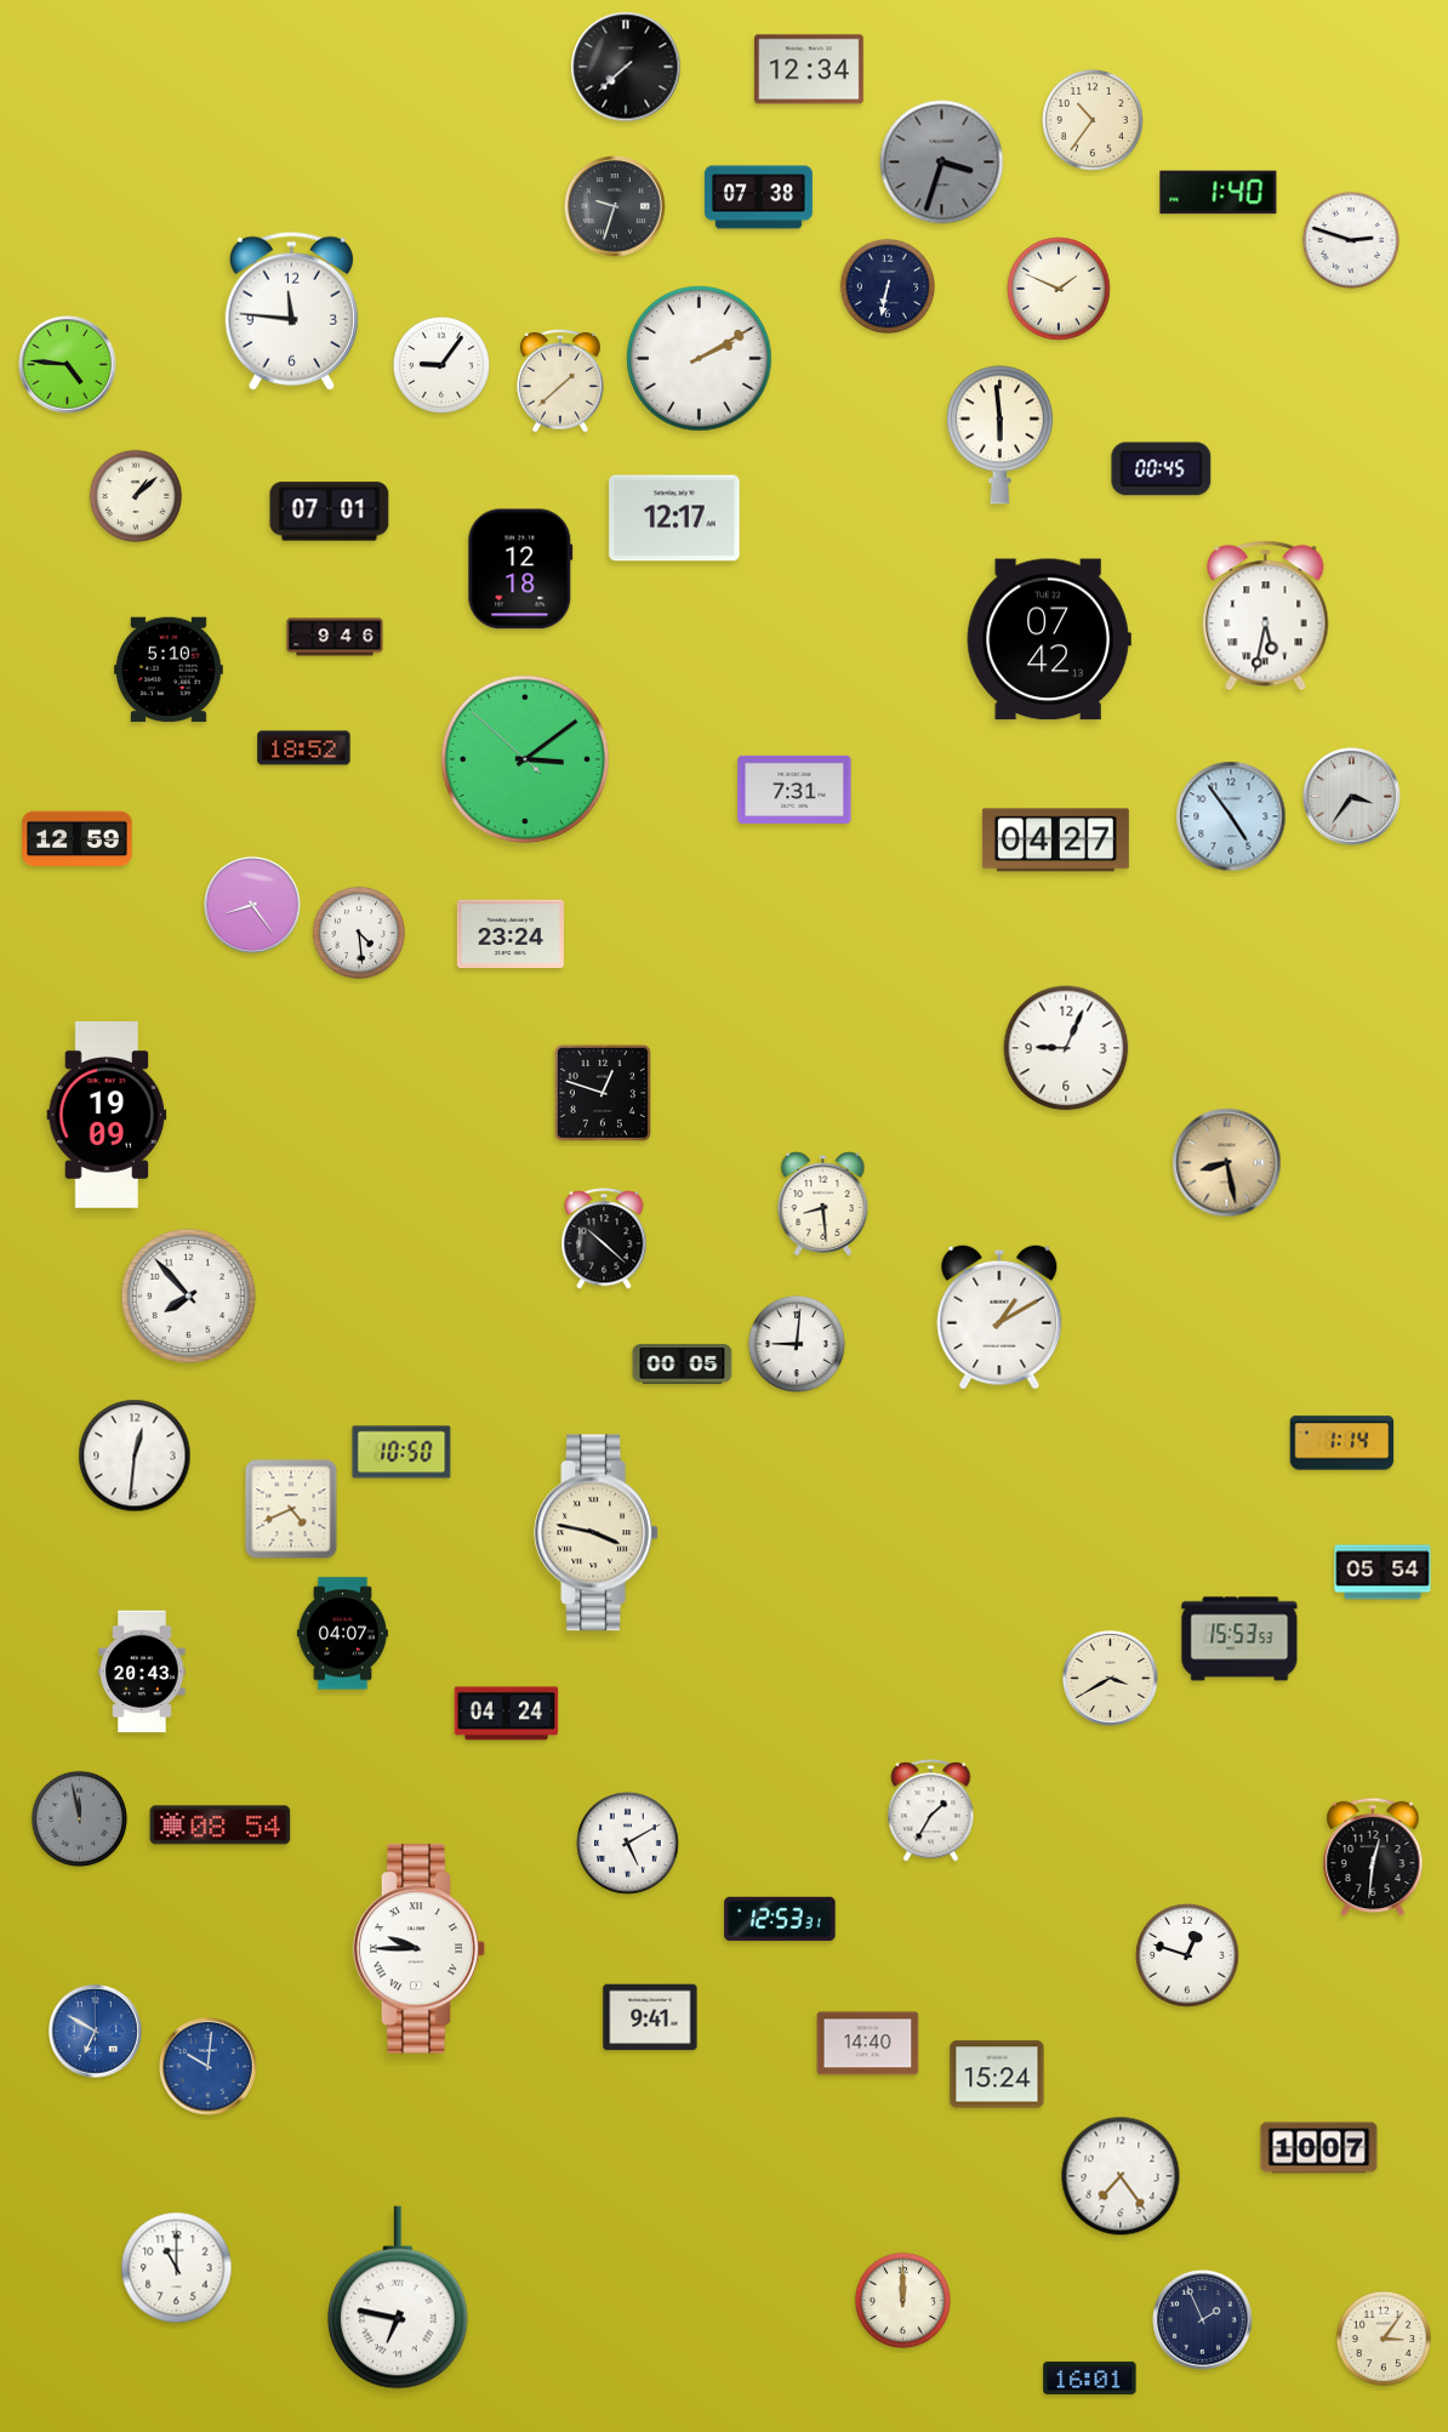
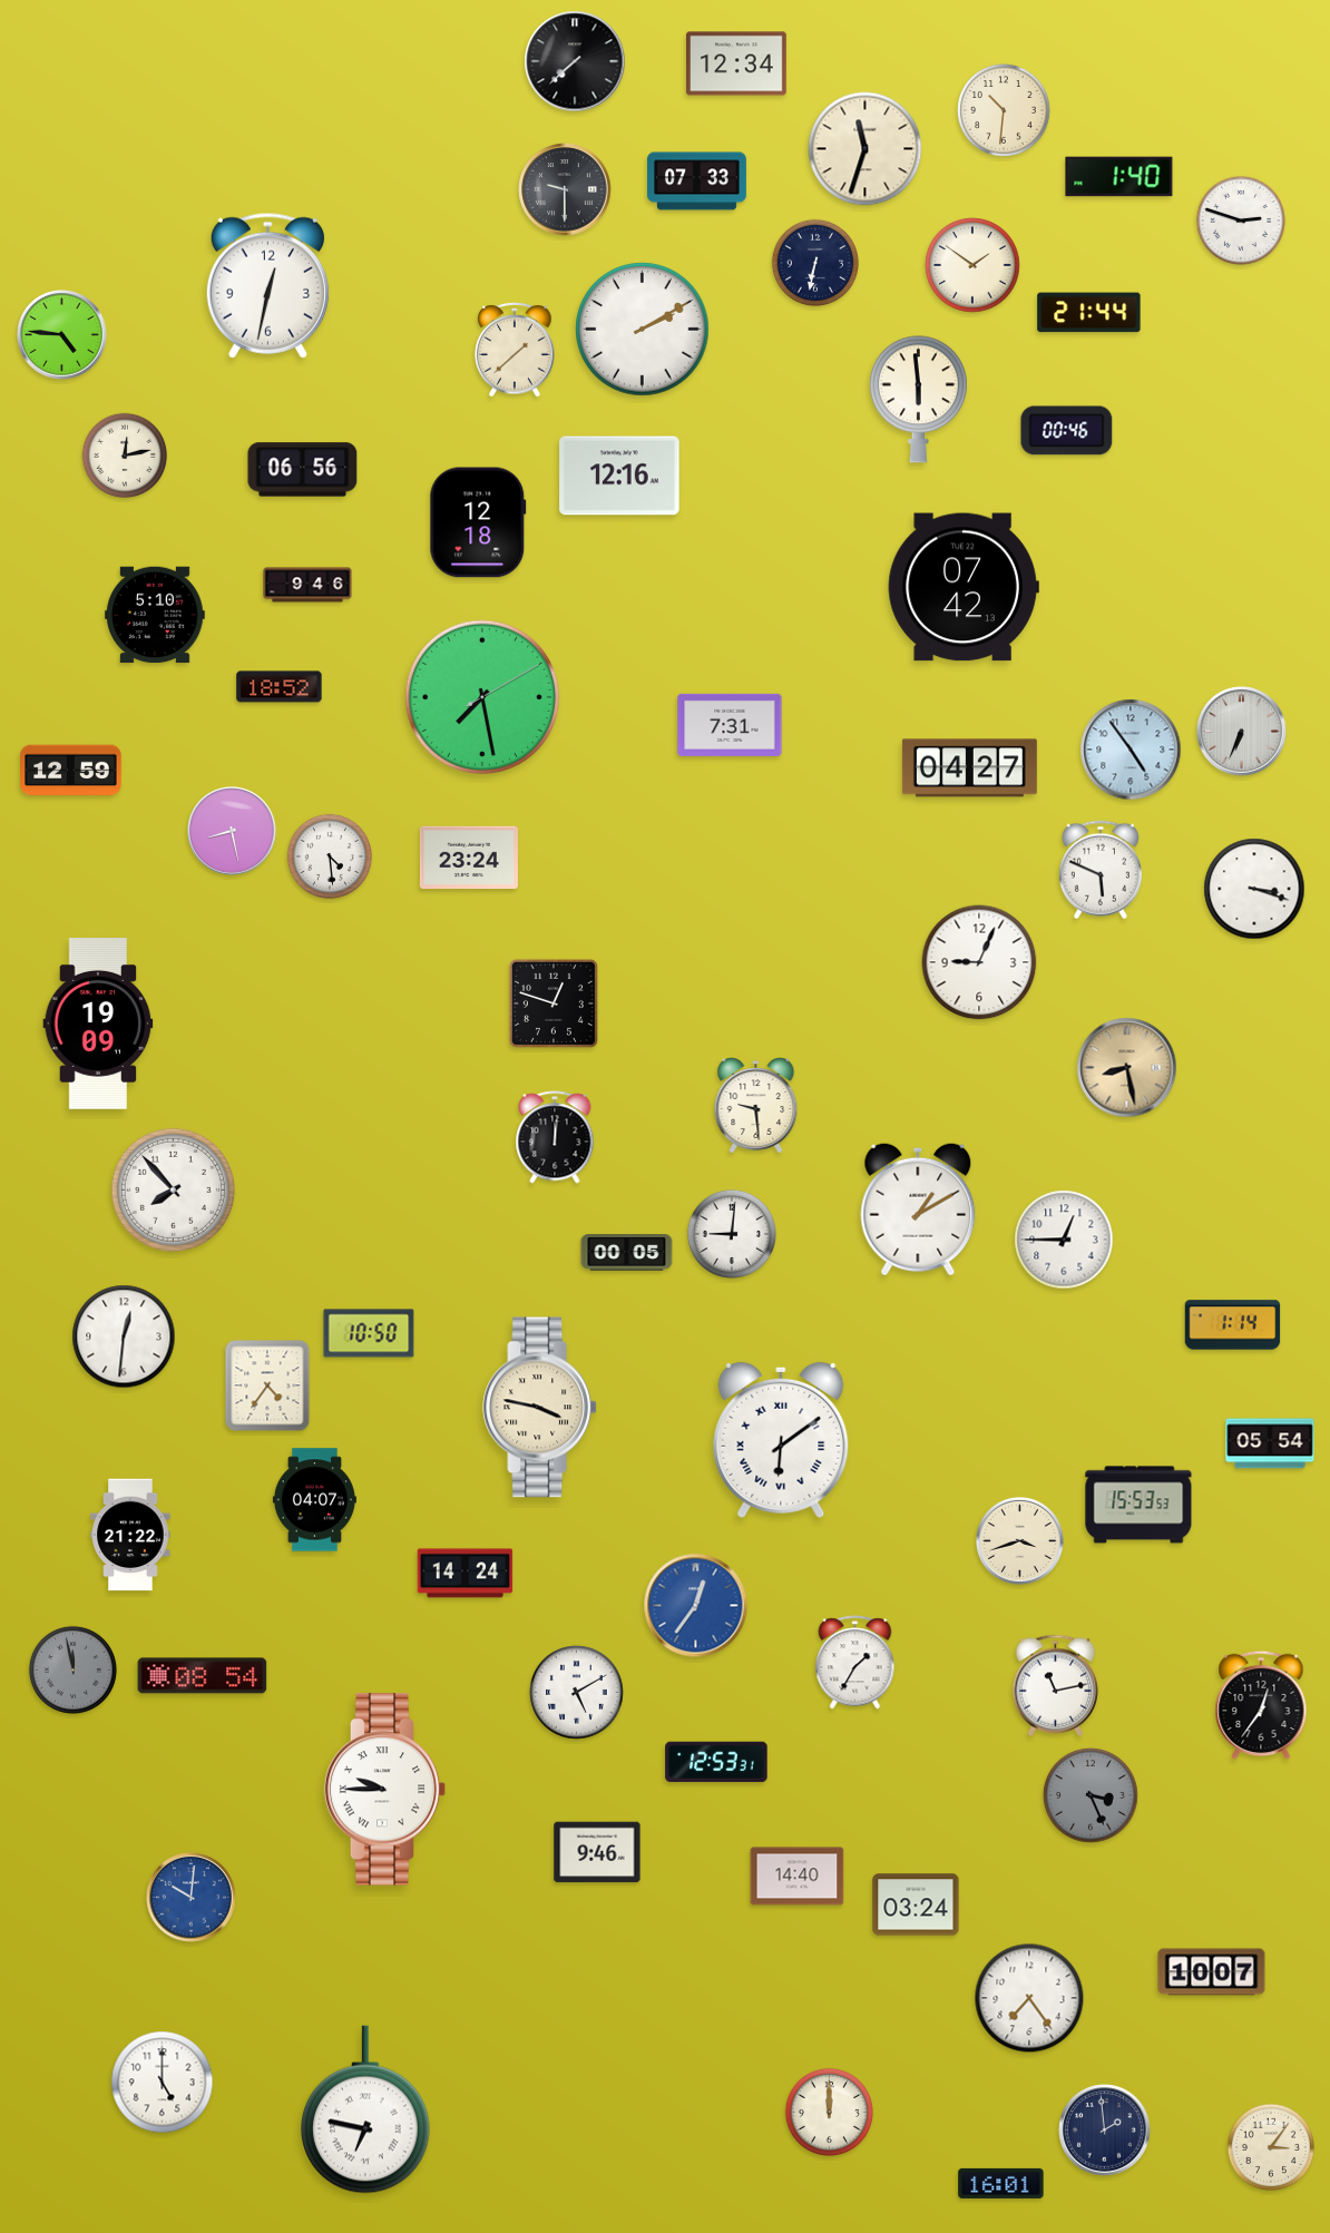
clock at (810, 69) position: (810, 69) -> (737, 63)
clock at (1094, 121): 10:36 -> 10:31
clock at (942, 163): 3:33 -> 11:33
clock at (942, 163) dial: grey -> cream
clock at (758, 198): 07:38 -> 07:33
clock at (615, 206): 9:33 -> 9:30
clock at (1059, 289): 1:49 -> 1:51
clock at (291, 311): 11:46 -> 12:32
clock at (1089, 313): none -> 21:44
clock at (441, 365): 9:06 -> none
clock at (1162, 469): 00:45 -> 00:46
clock at (136, 496): 1:08 -> 12:13
clock at (330, 512): 07:01 -> 06:56
clock at (674, 518): 12:17 -> 12:16
clock at (1266, 616): 5:32 -> none
clock at (525, 759): 3:08 -> 7:28
clock at (1352, 797): 3:36 -> 6:34
clock at (1055, 841) position: (1055, 841) -> (969, 768)
clock at (253, 906): 8:24 -> 8:28
clock at (1101, 870): none -> 5:49
clock at (1254, 889): none -> 3:18
clock at (823, 1204): 8:29 -> 9:29
clock at (604, 1238): 10:22 -> 12:01
clock at (1064, 1240): none -> 12:45
clock at (291, 1509): 4:41 -> 4:36
clock at (597, 1533) position: (597, 1533) -> (540, 1408)
clock at (781, 1440): none -> 6:09
clock at (142, 1671): 20:43 -> 21:22
clock at (1111, 1679): 3:40 -> 3:42
clock at (507, 1714): 04:24 -> 14:24
clock at (696, 1606): none -> 12:36
clock at (1056, 1685): none -> 11:13
clock at (1373, 1857): 12:31 -> 12:36
clock at (1187, 1955): 12:48 -> 3:26
clock at (1187, 1955) dial: white -> grey
clock at (650, 2017): 9:41 -> 9:46
clock at (95, 2031): 6:50 -> none
clock at (997, 2074): 15:24 -> 03:24
clock at (177, 2268): 11:00 -> 5:00
clock at (1203, 2320): 1:56 -> 1:59
